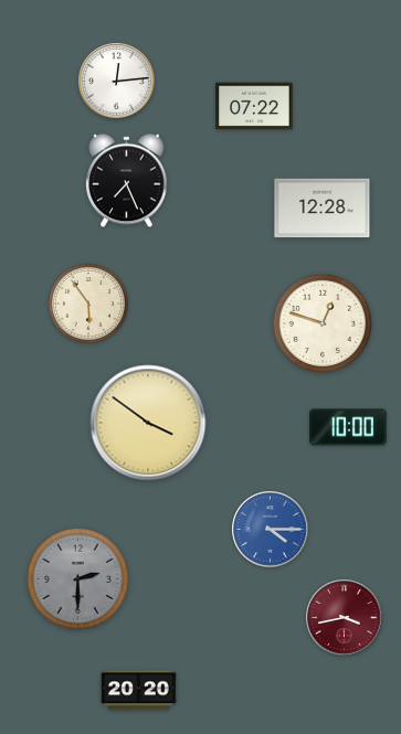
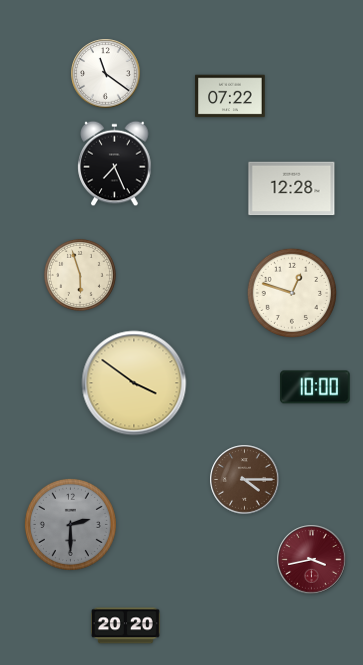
clock at (117, 82): 12:14 -> 11:21
clock at (88, 304): 5:54 -> 5:57
clock at (271, 530) dial: blue -> brown
